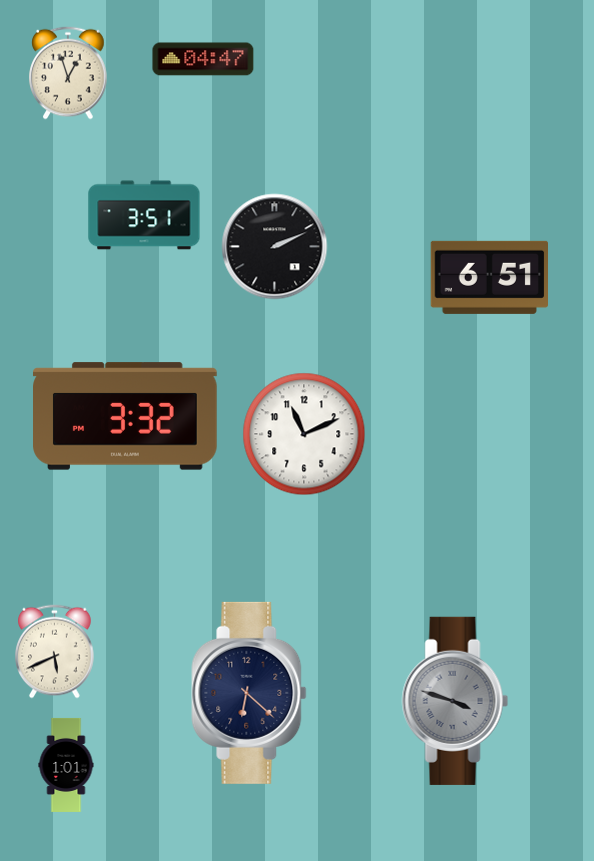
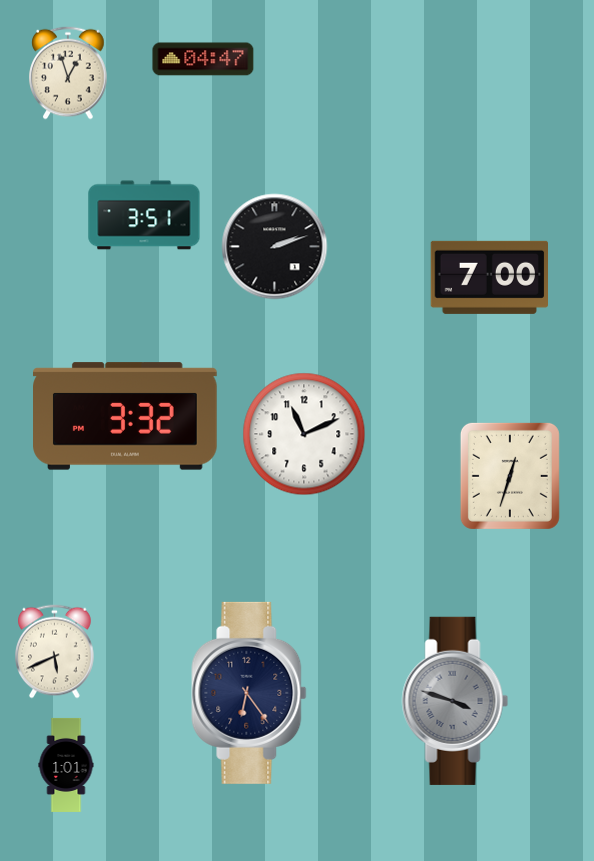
clock at (275, 247): 2:11 -> 2:12
clock at (489, 277): 6:51 -> 7:00
clock at (510, 476): none -> 12:33
clock at (249, 693): 6:22 -> 6:24
